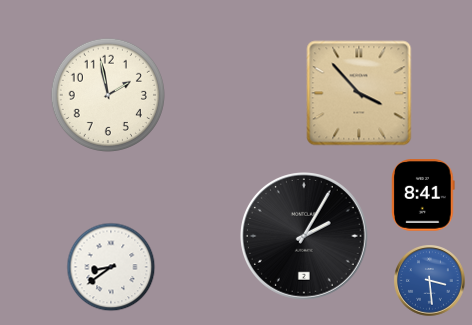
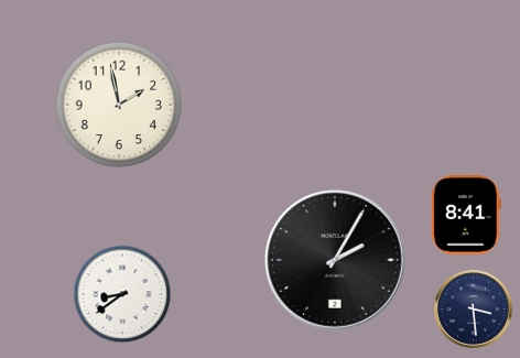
clock at (359, 93): 3:53 -> none
clock at (430, 281) dial: blue -> navy
